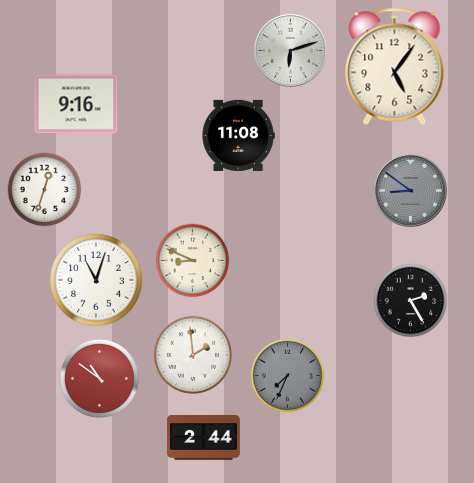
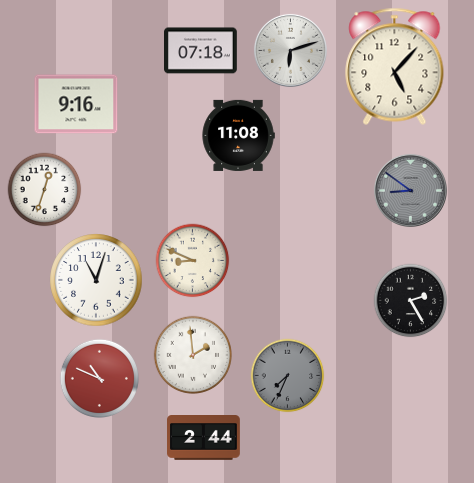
clock at (201, 51): none -> 07:18
clock at (395, 66): 5:06 -> 5:07
clock at (99, 378): 10:51 -> 10:49
